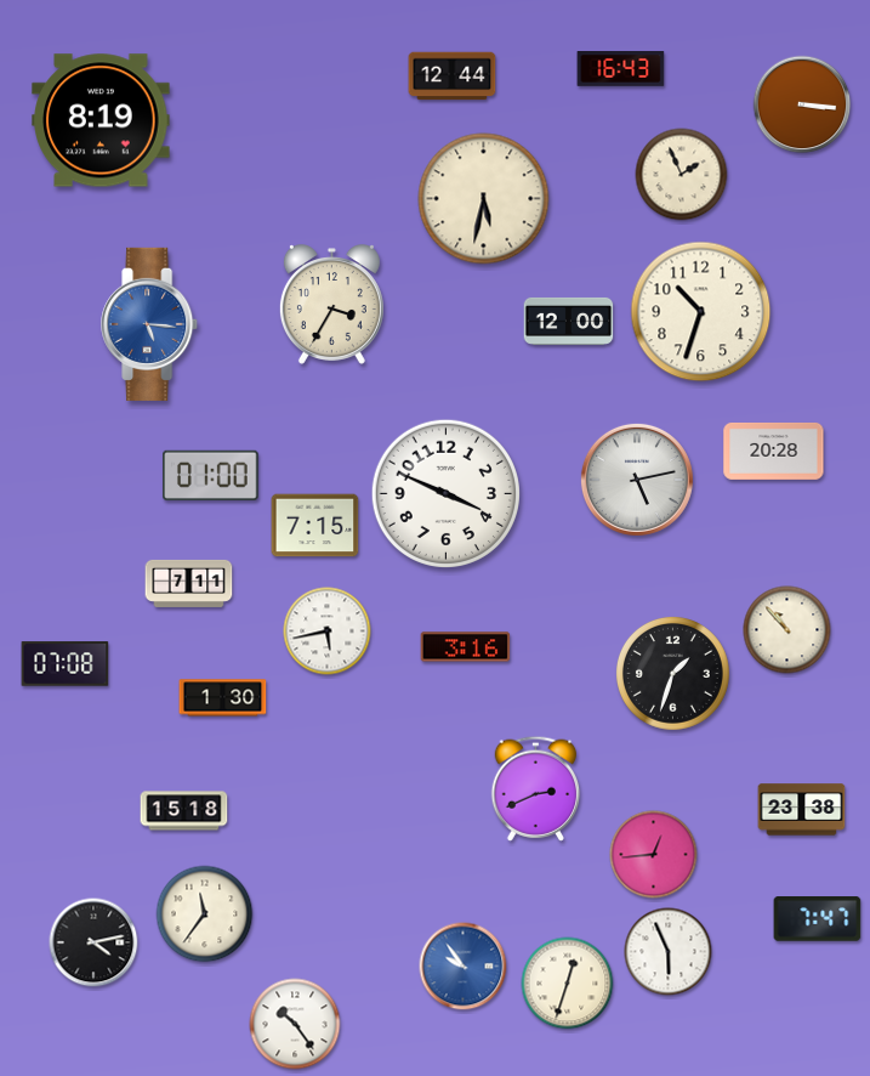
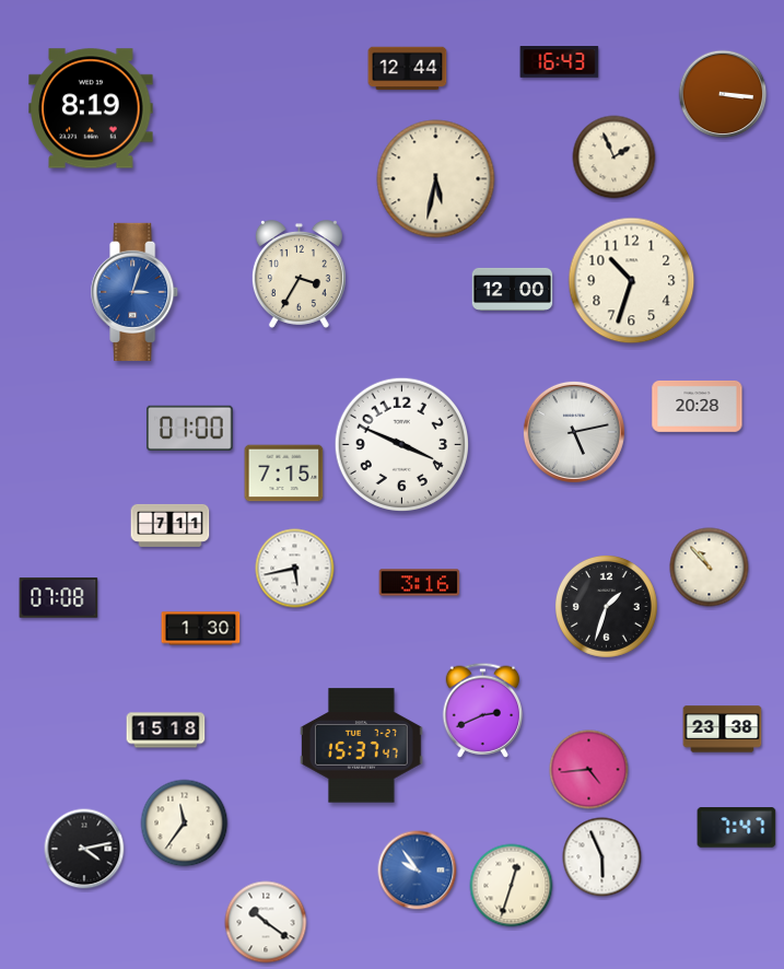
clock at (150, 324): 5:16 -> 3:03
clock at (362, 746): none -> 15:37
clock at (654, 855): 12:44 -> 4:44
clock at (295, 1024): 10:24 -> 10:21
